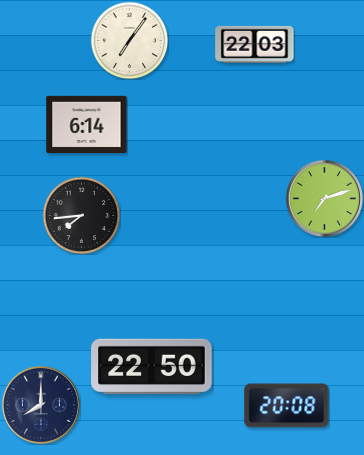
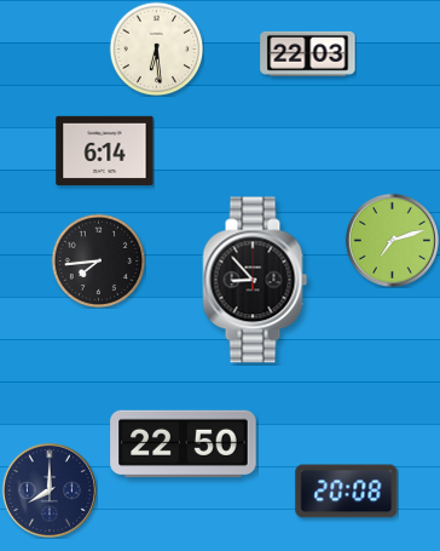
clock at (129, 40): 7:06 -> 6:29
clock at (255, 280): none -> 8:53
